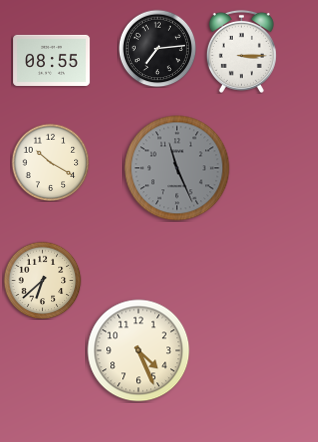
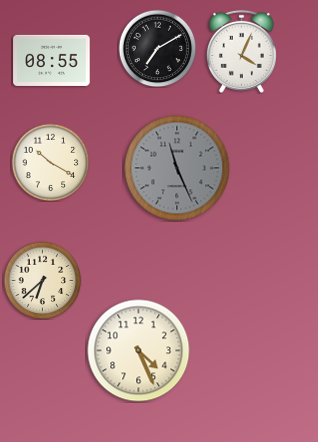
clock at (157, 48): 7:14 -> 7:10
clock at (241, 51): 3:15 -> 4:04
